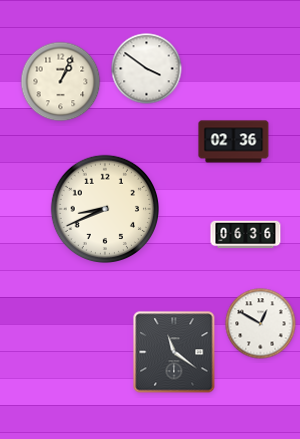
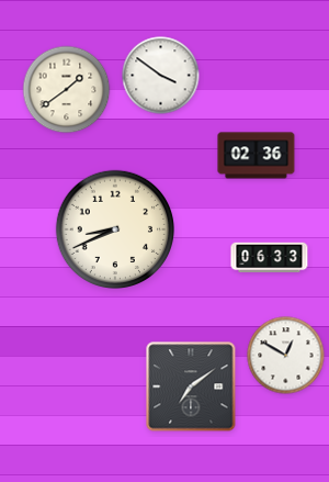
clock at (61, 82): 1:04 -> 1:39
clock at (246, 235): 06:36 -> 06:33
clock at (174, 352): 11:21 -> 7:09
